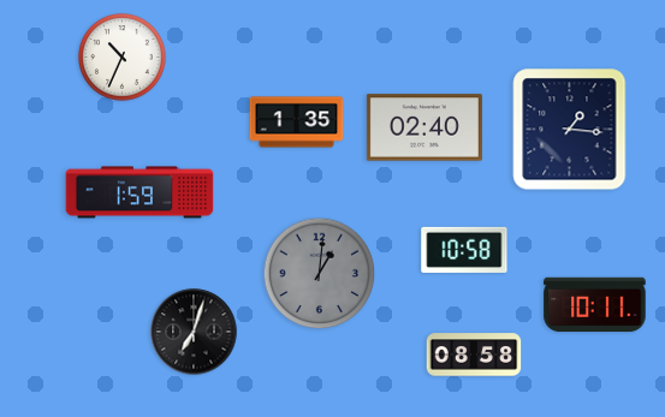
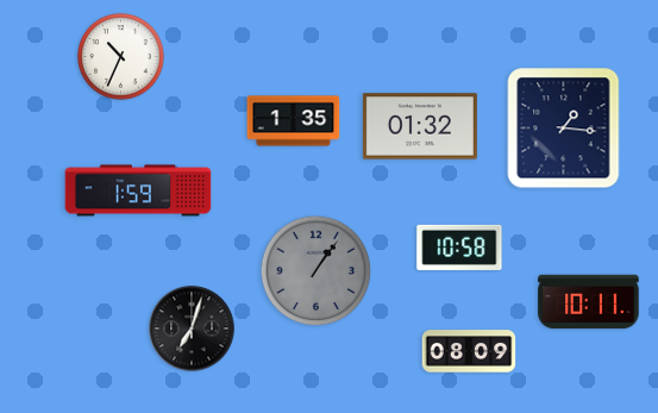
clock at (424, 127): 02:40 -> 01:32
clock at (320, 274): 1:01 -> 1:06
clock at (474, 355): 08:58 -> 08:09
